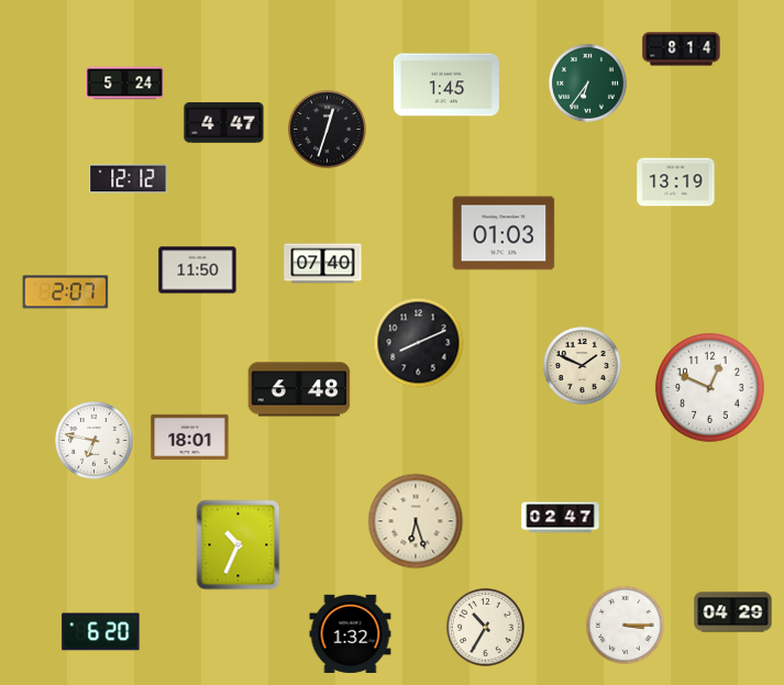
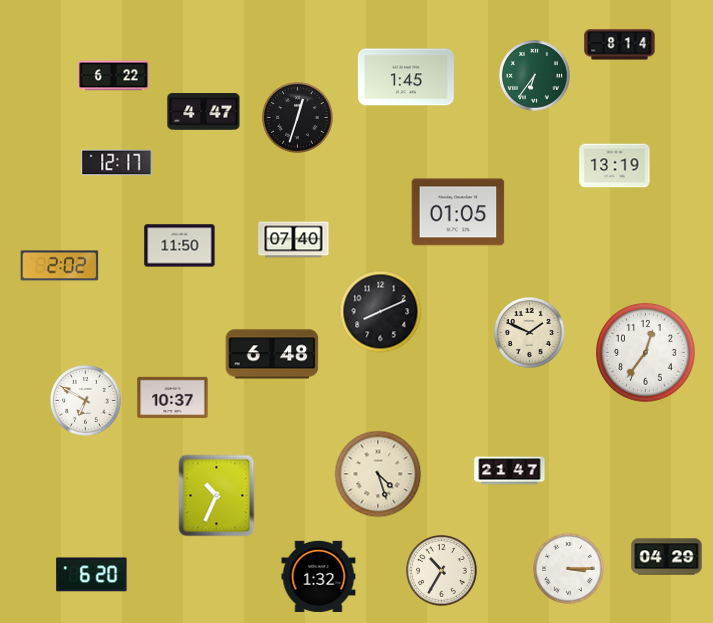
clock at (125, 84): 5:24 -> 6:22
clock at (129, 179): 12:12 -> 12:17
clock at (504, 233): 01:03 -> 01:05
clock at (66, 292): 2:07 -> 2:02
clock at (710, 388): 12:49 -> 12:36
clock at (190, 437): 18:01 -> 10:37
clock at (95, 441): 6:47 -> 6:50
clock at (561, 518): 02:47 -> 21:47
clock at (416, 521): 6:27 -> 4:27
